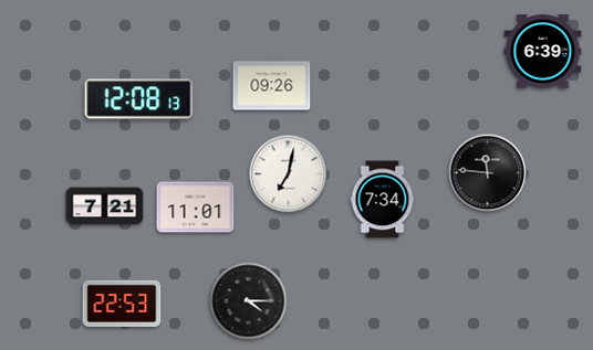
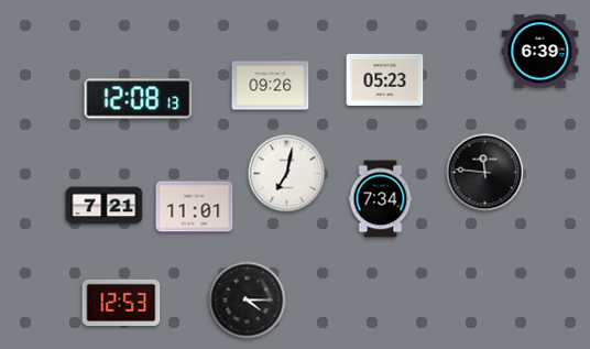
clock at (385, 79): none -> 05:23
clock at (122, 304): 22:53 -> 12:53
